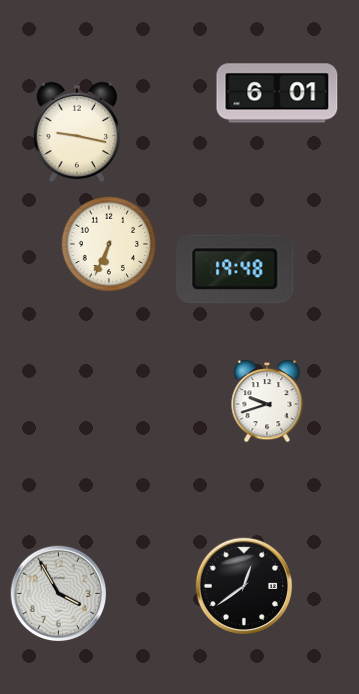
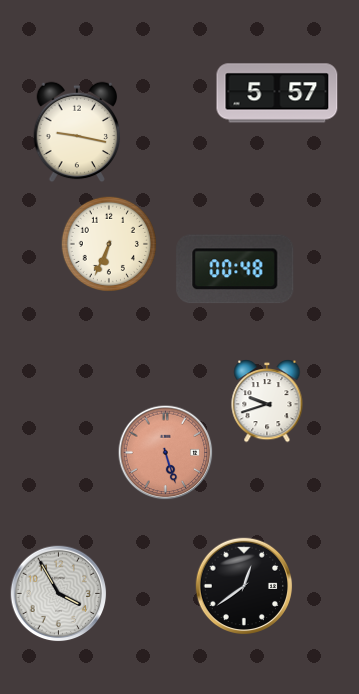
clock at (277, 93): 6:01 -> 5:57
clock at (235, 269): 19:48 -> 00:48
clock at (166, 453): none -> 5:27
